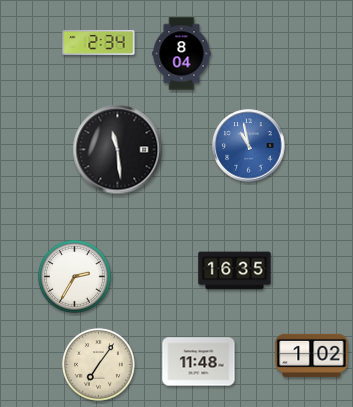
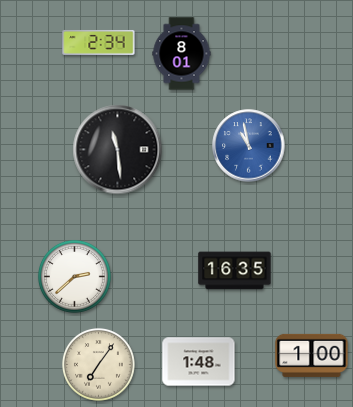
clock at (182, 54): 8:04 -> 8:01
clock at (74, 276): 2:35 -> 2:38
clock at (312, 355): 1:02 -> 1:00
clock at (199, 362): 11:48 -> 1:48
